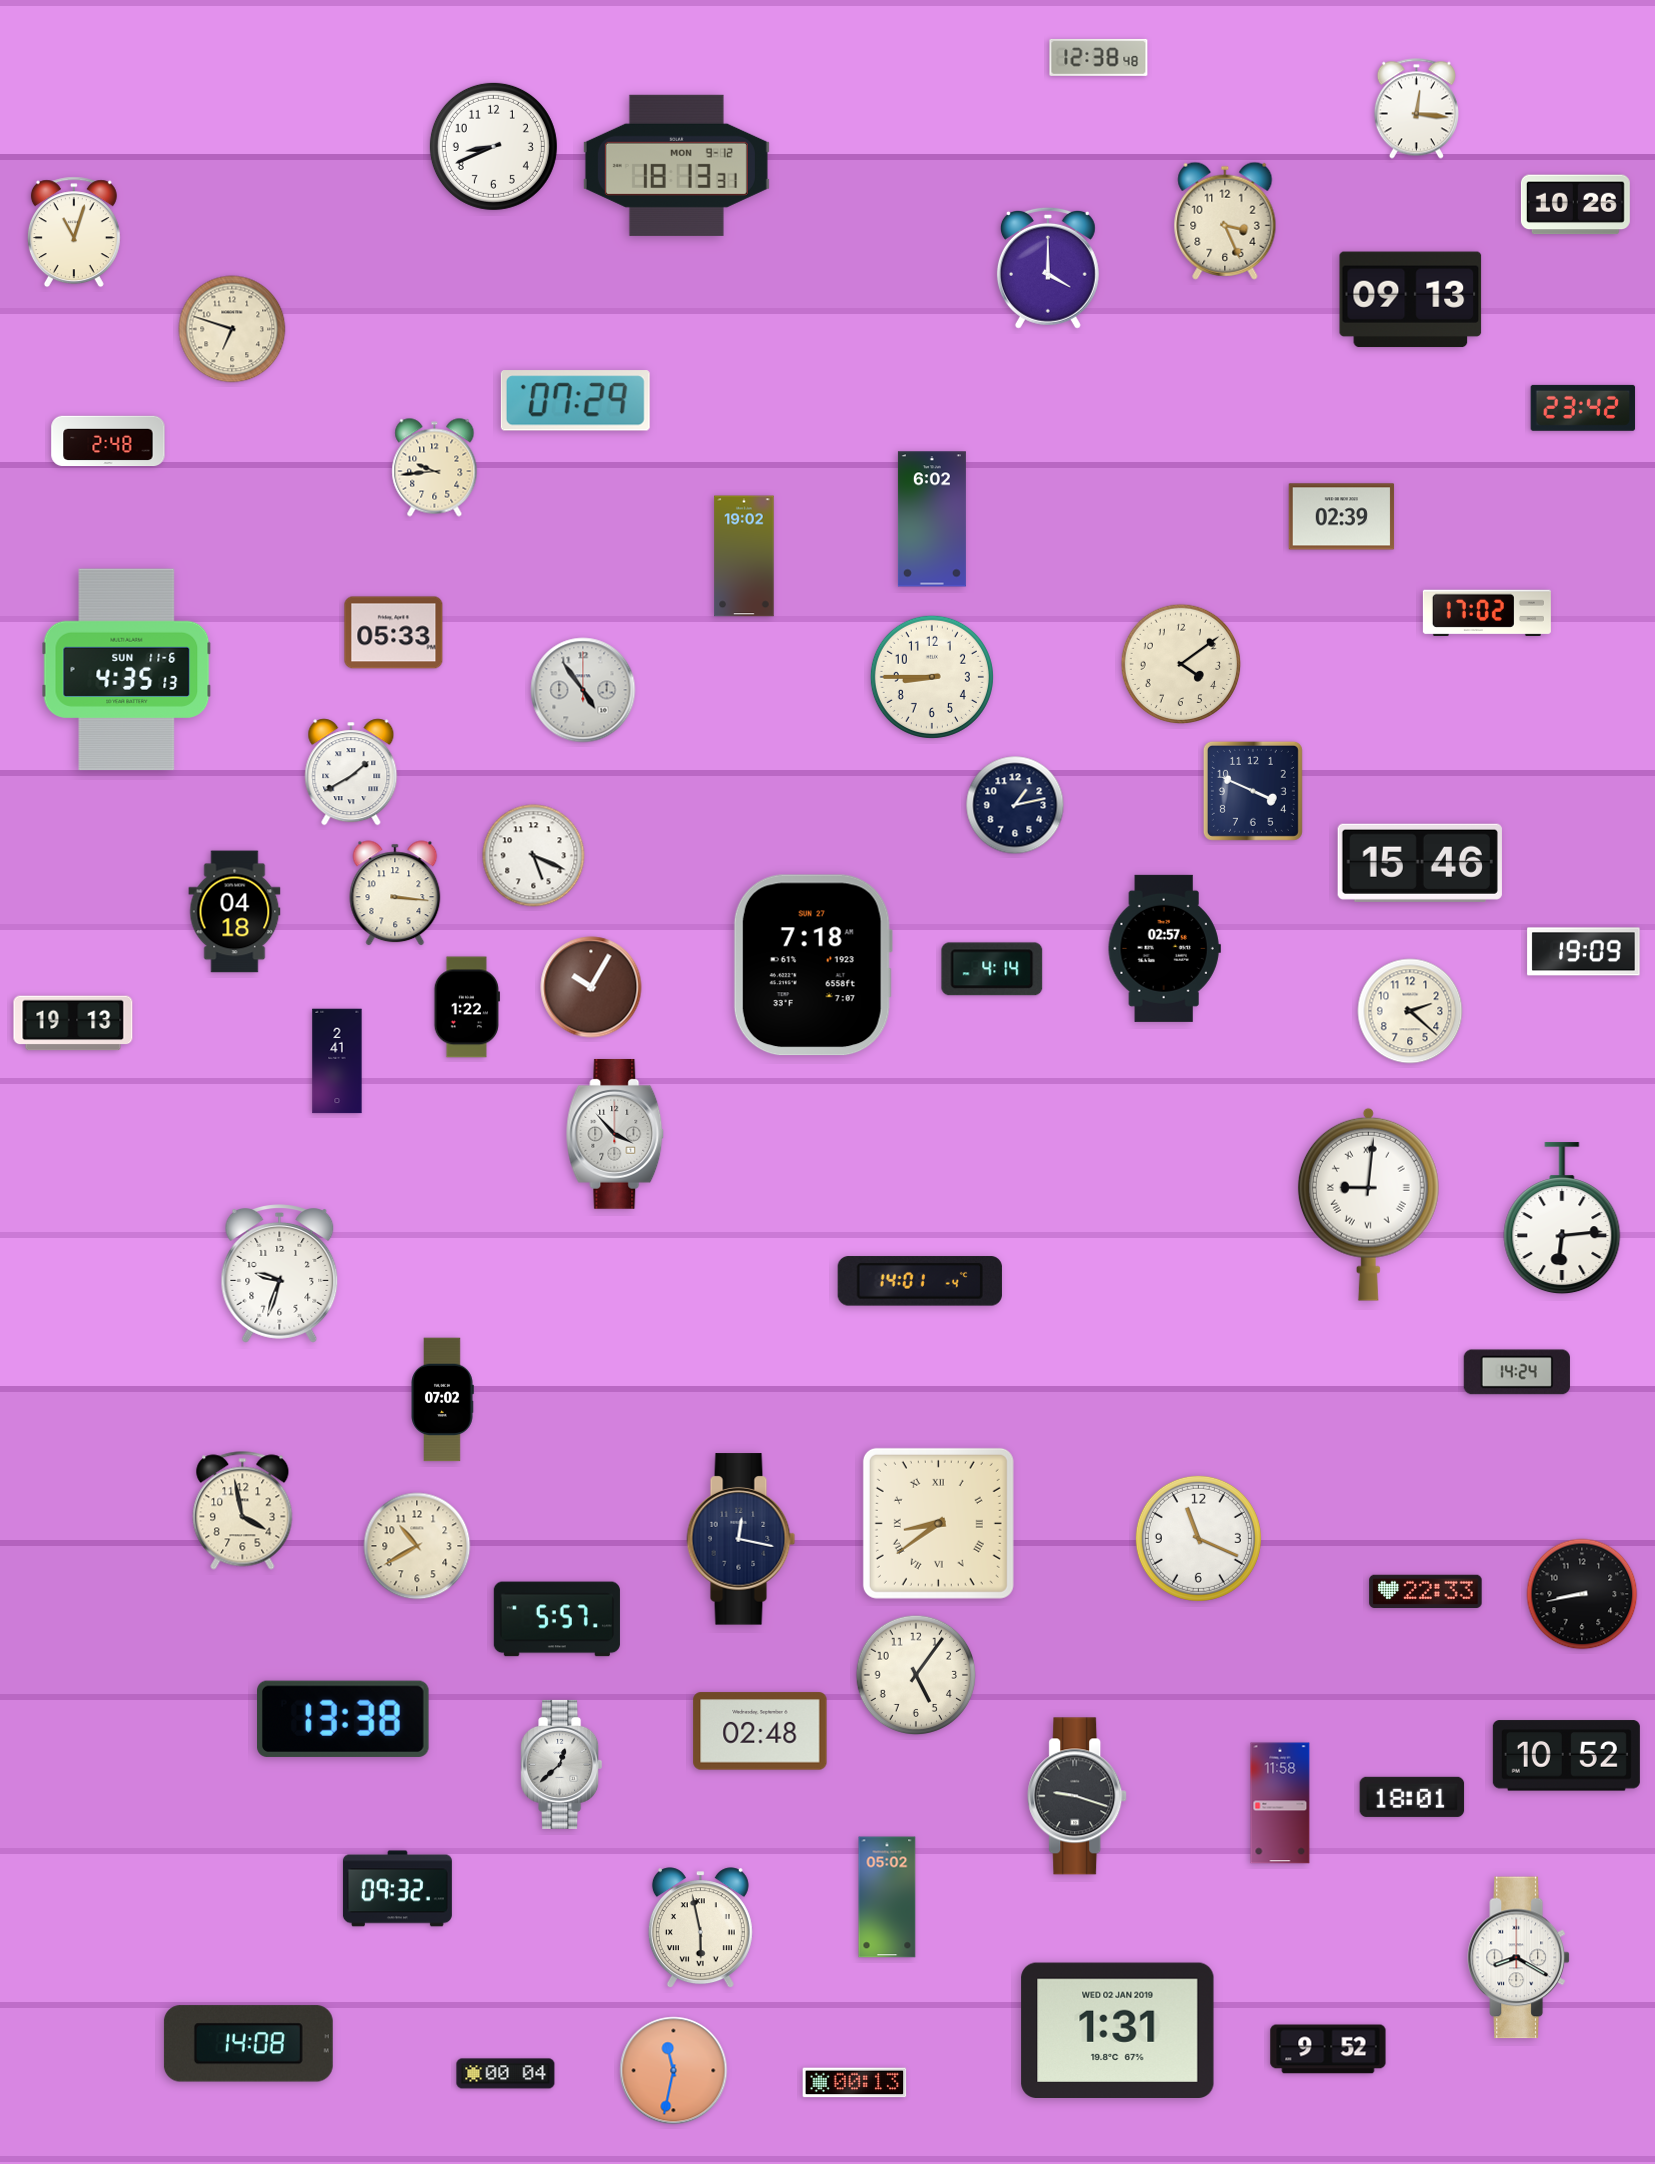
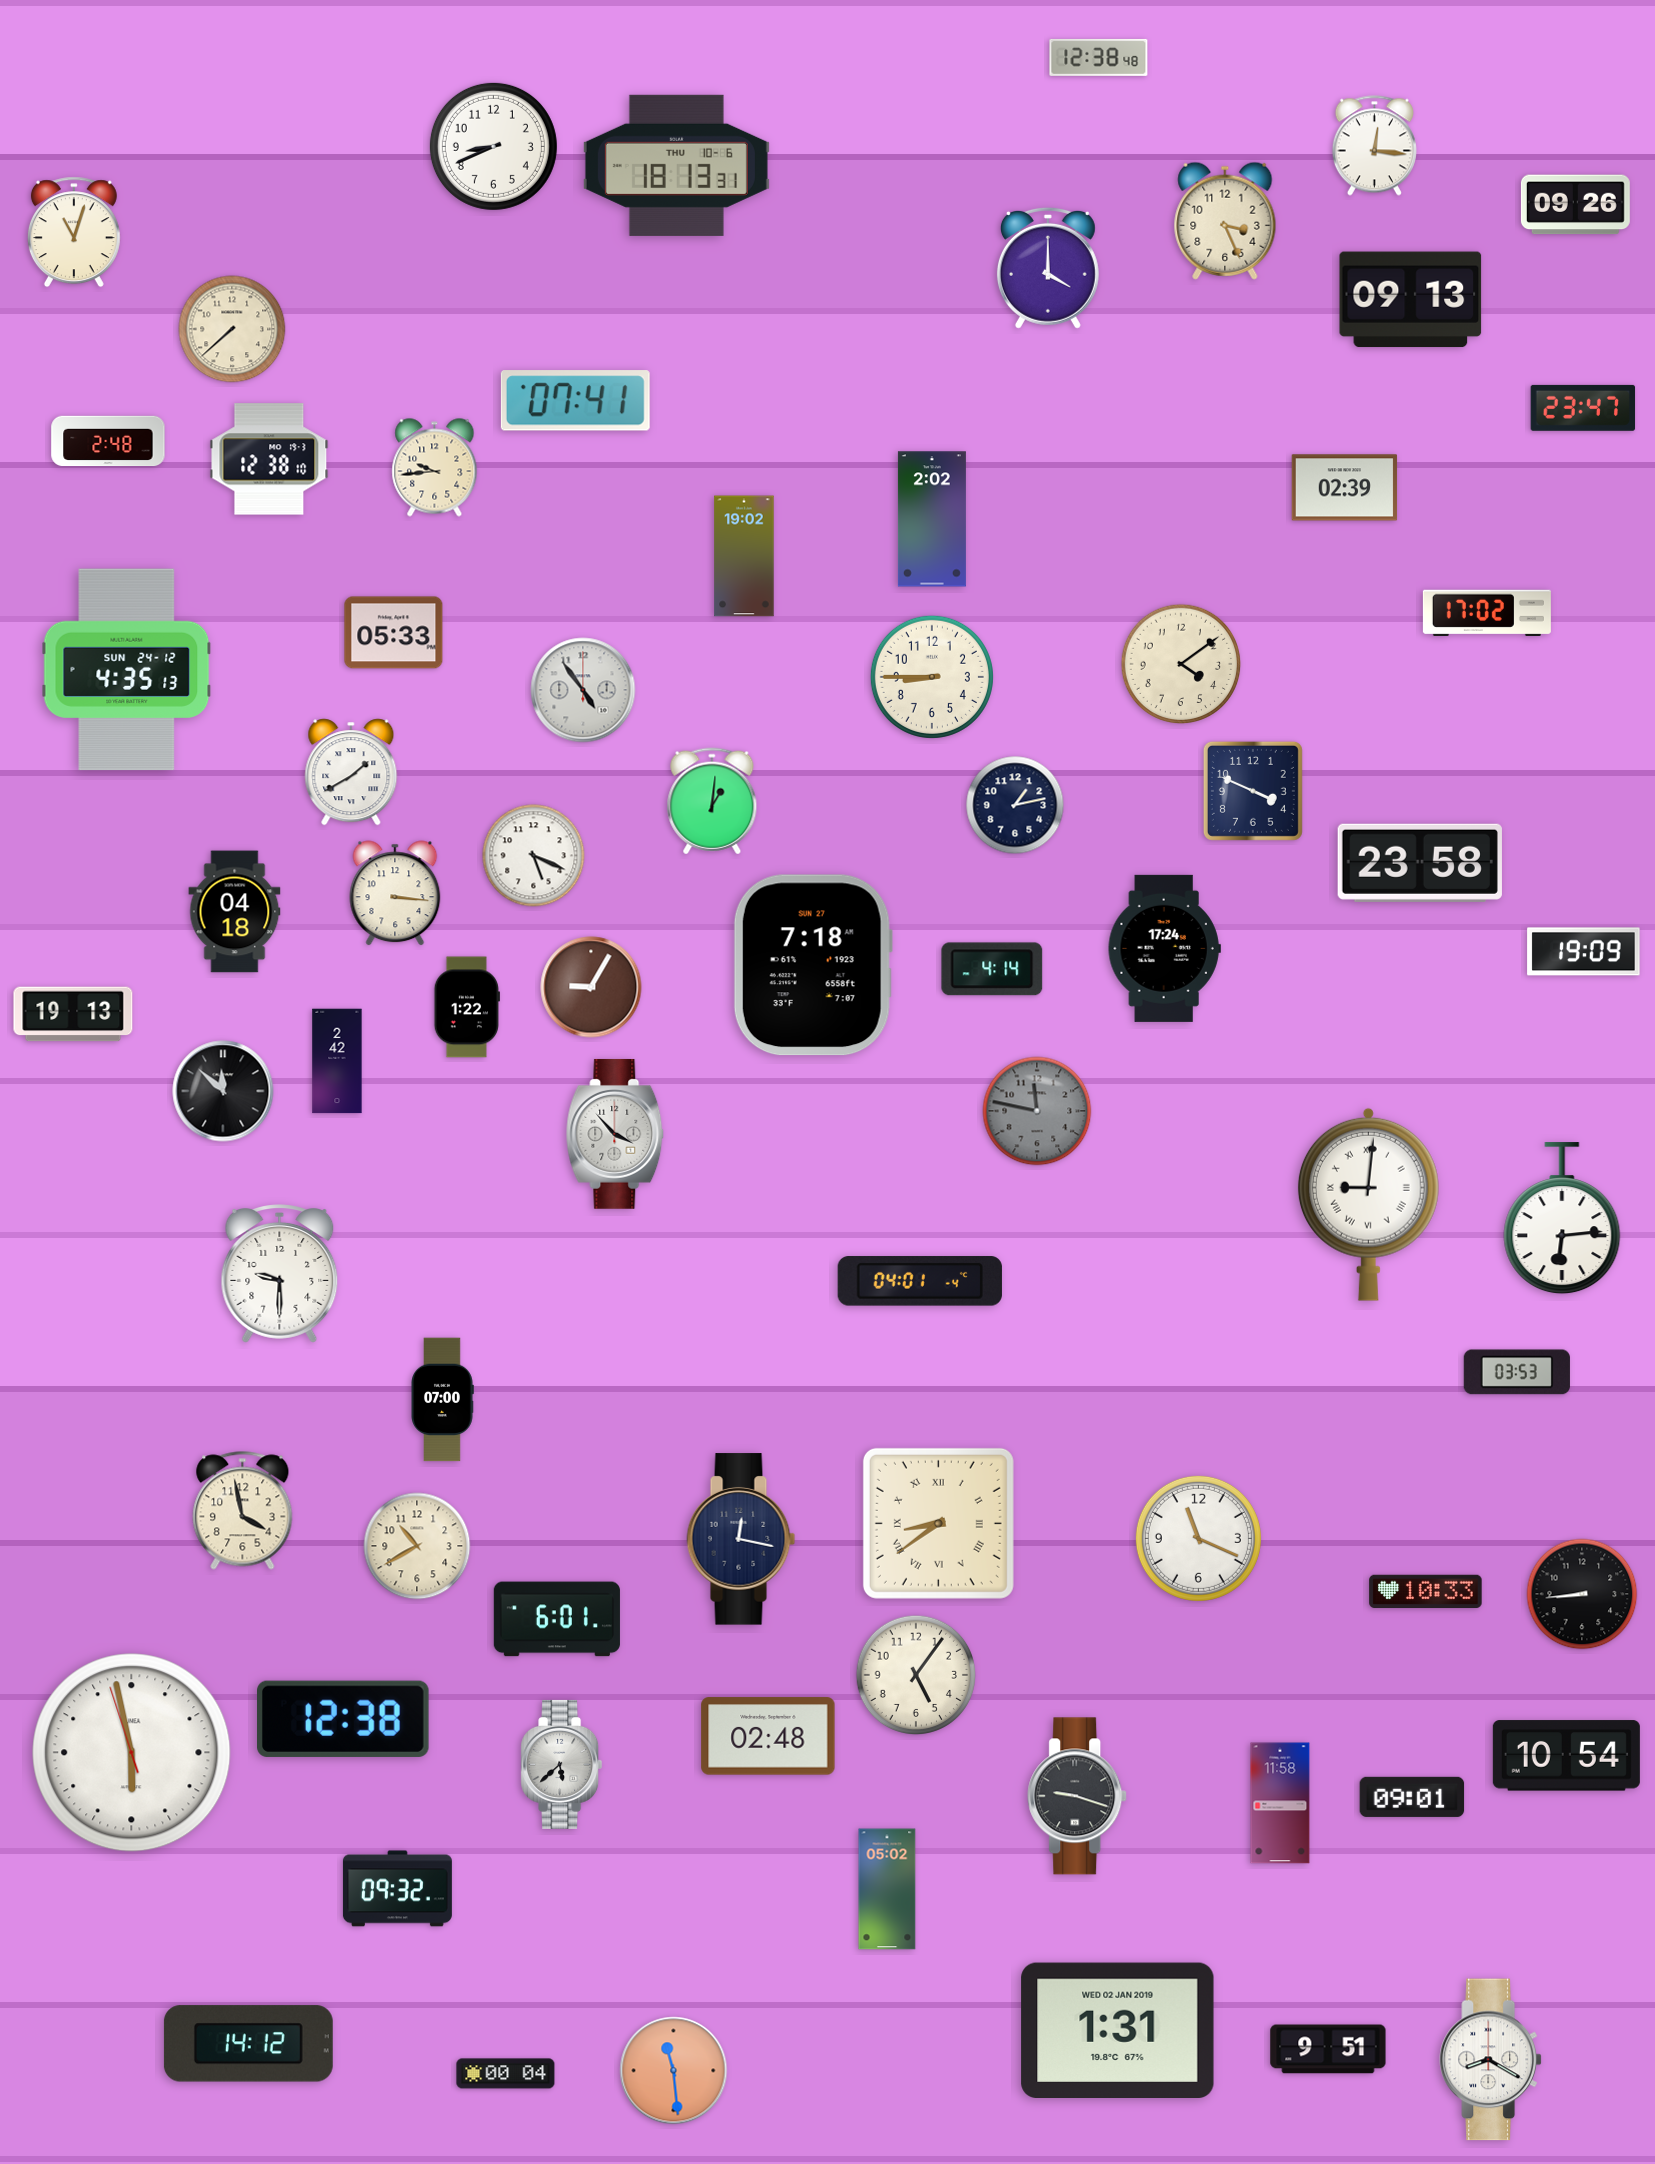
clock at (1416, 109) position: (1416, 109) -> (1374, 146)
clock at (676, 165) date: MON 9-12 -> THU 10-6
clock at (1575, 205): 10:26 -> 09:26
clock at (232, 329): 6:48 -> 7:38
clock at (575, 401): 07:29 -> 07:41
clock at (1583, 408): 23:42 -> 23:47
clock at (269, 459): none -> 12:38
clock at (1342, 517) position: (1342, 517) -> (1345, 488)
clock at (932, 519): 6:02 -> 2:02
clock at (127, 670) date: SUN 11-6 -> SUN 24-12
clock at (712, 801): none -> 1:01
clock at (1420, 863): 15:46 -> 23:58
clock at (1164, 948): 02:57 -> 17:24
clock at (591, 987): 10:05 -> 9:05
clock at (1410, 1011): 2:22 -> none
clock at (73, 1023) position: (73, 1023) -> (73, 1014)
clock at (337, 1061): 2:41 -> 2:42
clock at (223, 1091): none -> 11:52
clock at (1037, 1111): none -> 11:47
clock at (280, 1274): 9:33 -> 9:30
clock at (920, 1281): 14:01 -> 04:01
clock at (1517, 1372): 14:24 -> 03:53
clock at (442, 1400): 07:02 -> 07:00
clock at (1426, 1592): 22:33 -> 10:33
clock at (1582, 1594): 8:43 -> 8:44
clock at (557, 1619): 5:57 -> 6:01
clock at (344, 1719): 13:38 -> 12:38
clock at (760, 1731) position: (760, 1731) -> (768, 1736)
clock at (132, 1753): none -> 5:57
clock at (1566, 1756): 10:52 -> 10:54
clock at (562, 1764): 12:38 -> 5:38
clock at (1412, 1797): 18:01 -> 09:01
clock at (887, 1897) position: (887, 1897) -> (887, 1889)
clock at (700, 1928): 5:58 -> none
clock at (1519, 1958) position: (1519, 1958) -> (1491, 2060)
clock at (248, 2044): 14:08 -> 14:12
clock at (1328, 2049): 9:52 -> 9:51
clock at (674, 2071): 11:32 -> 11:29
clock at (855, 2083): 00:13 -> none
